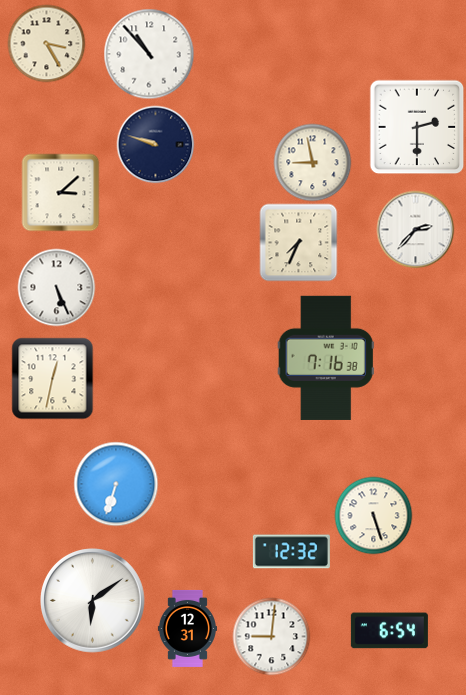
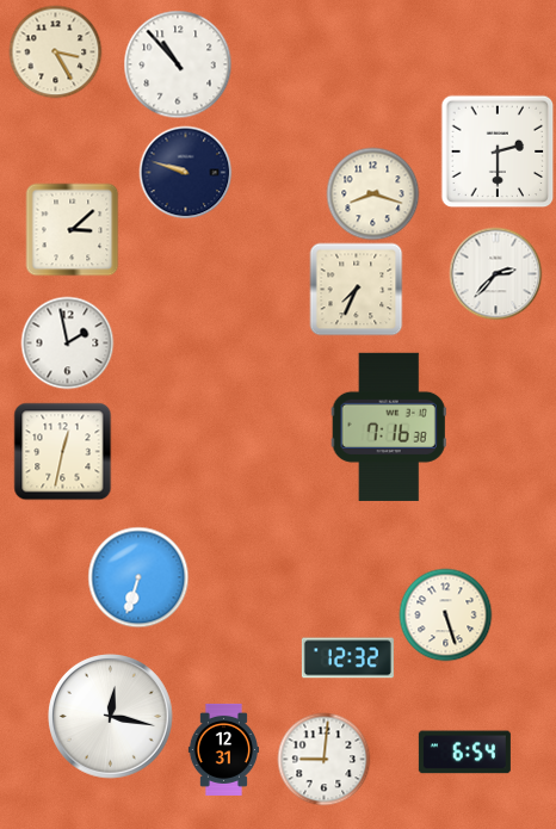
clock at (312, 162): 8:58 -> 8:18
clock at (56, 287): 5:26 -> 1:58
clock at (93, 601): 6:09 -> 12:17
